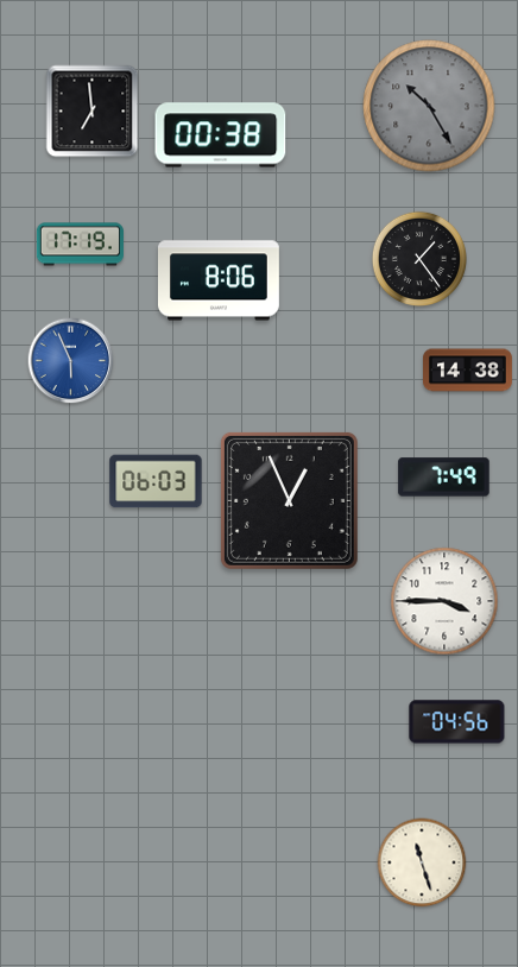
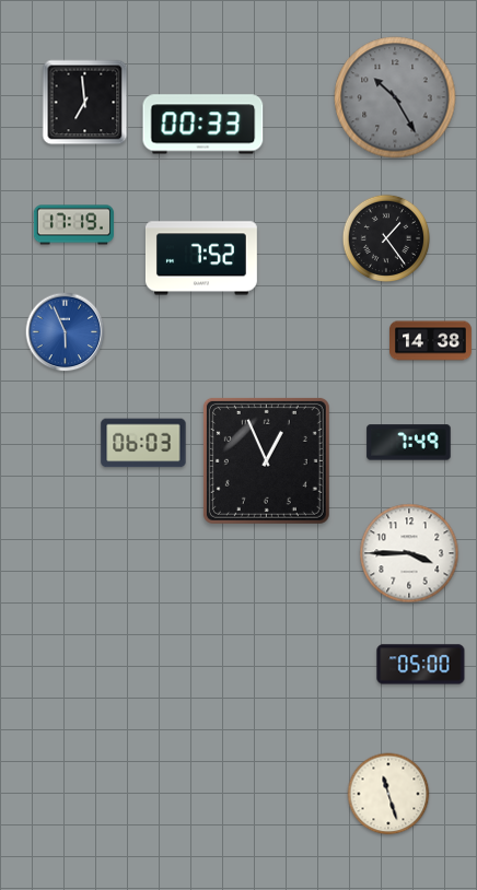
clock at (221, 135): 00:38 -> 00:33
clock at (219, 280): 8:06 -> 7:52
clock at (444, 478) position: (444, 478) -> (409, 443)
clock at (457, 722): 04:56 -> 05:00
